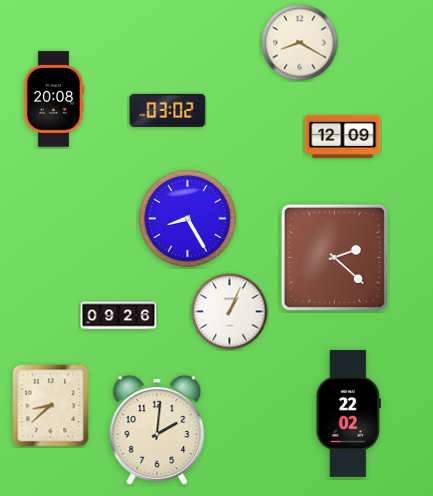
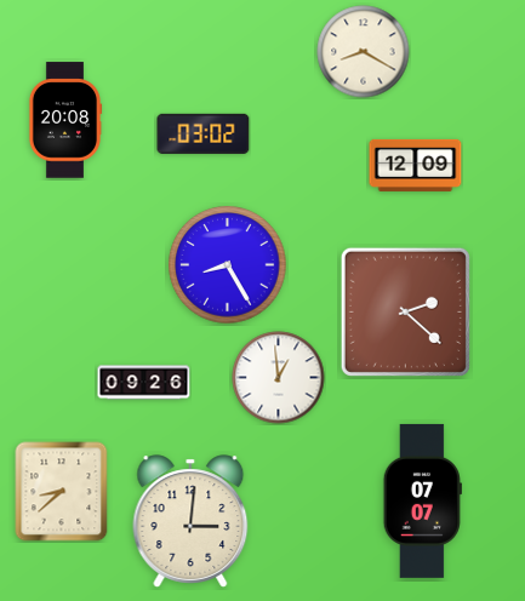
clock at (230, 312): 1:04 -> 12:59
clock at (348, 413): 22:02 -> 07:07
clock at (157, 430): 2:01 -> 3:01
